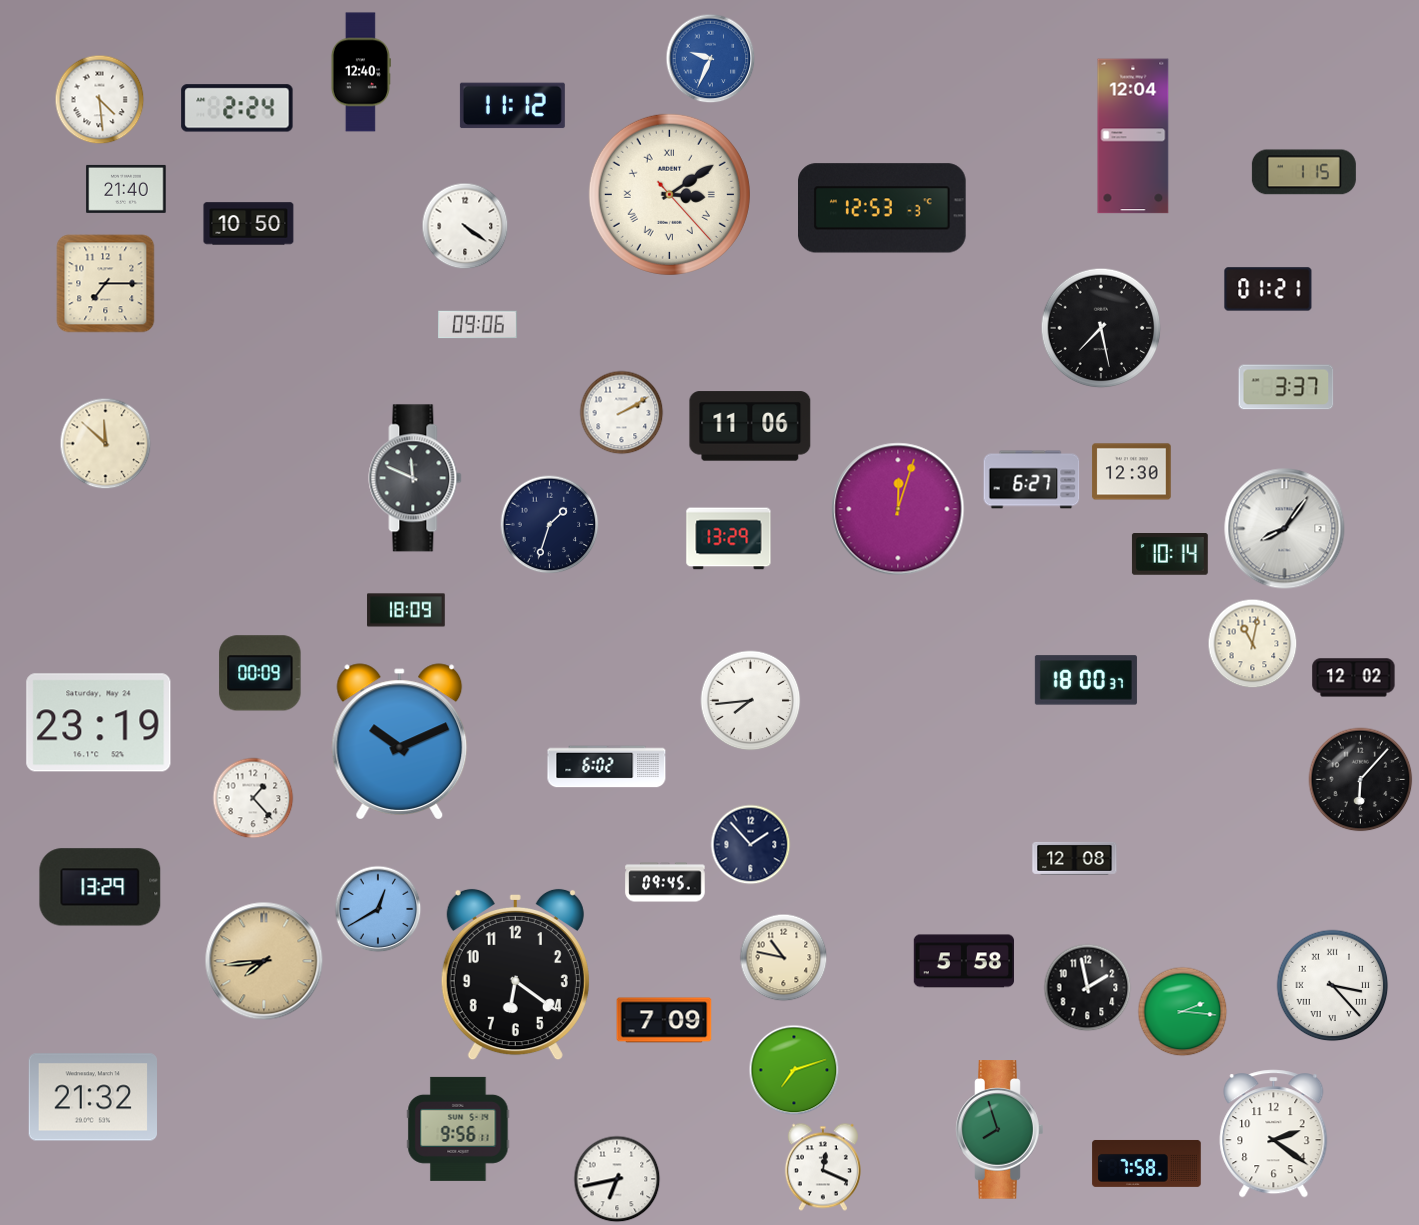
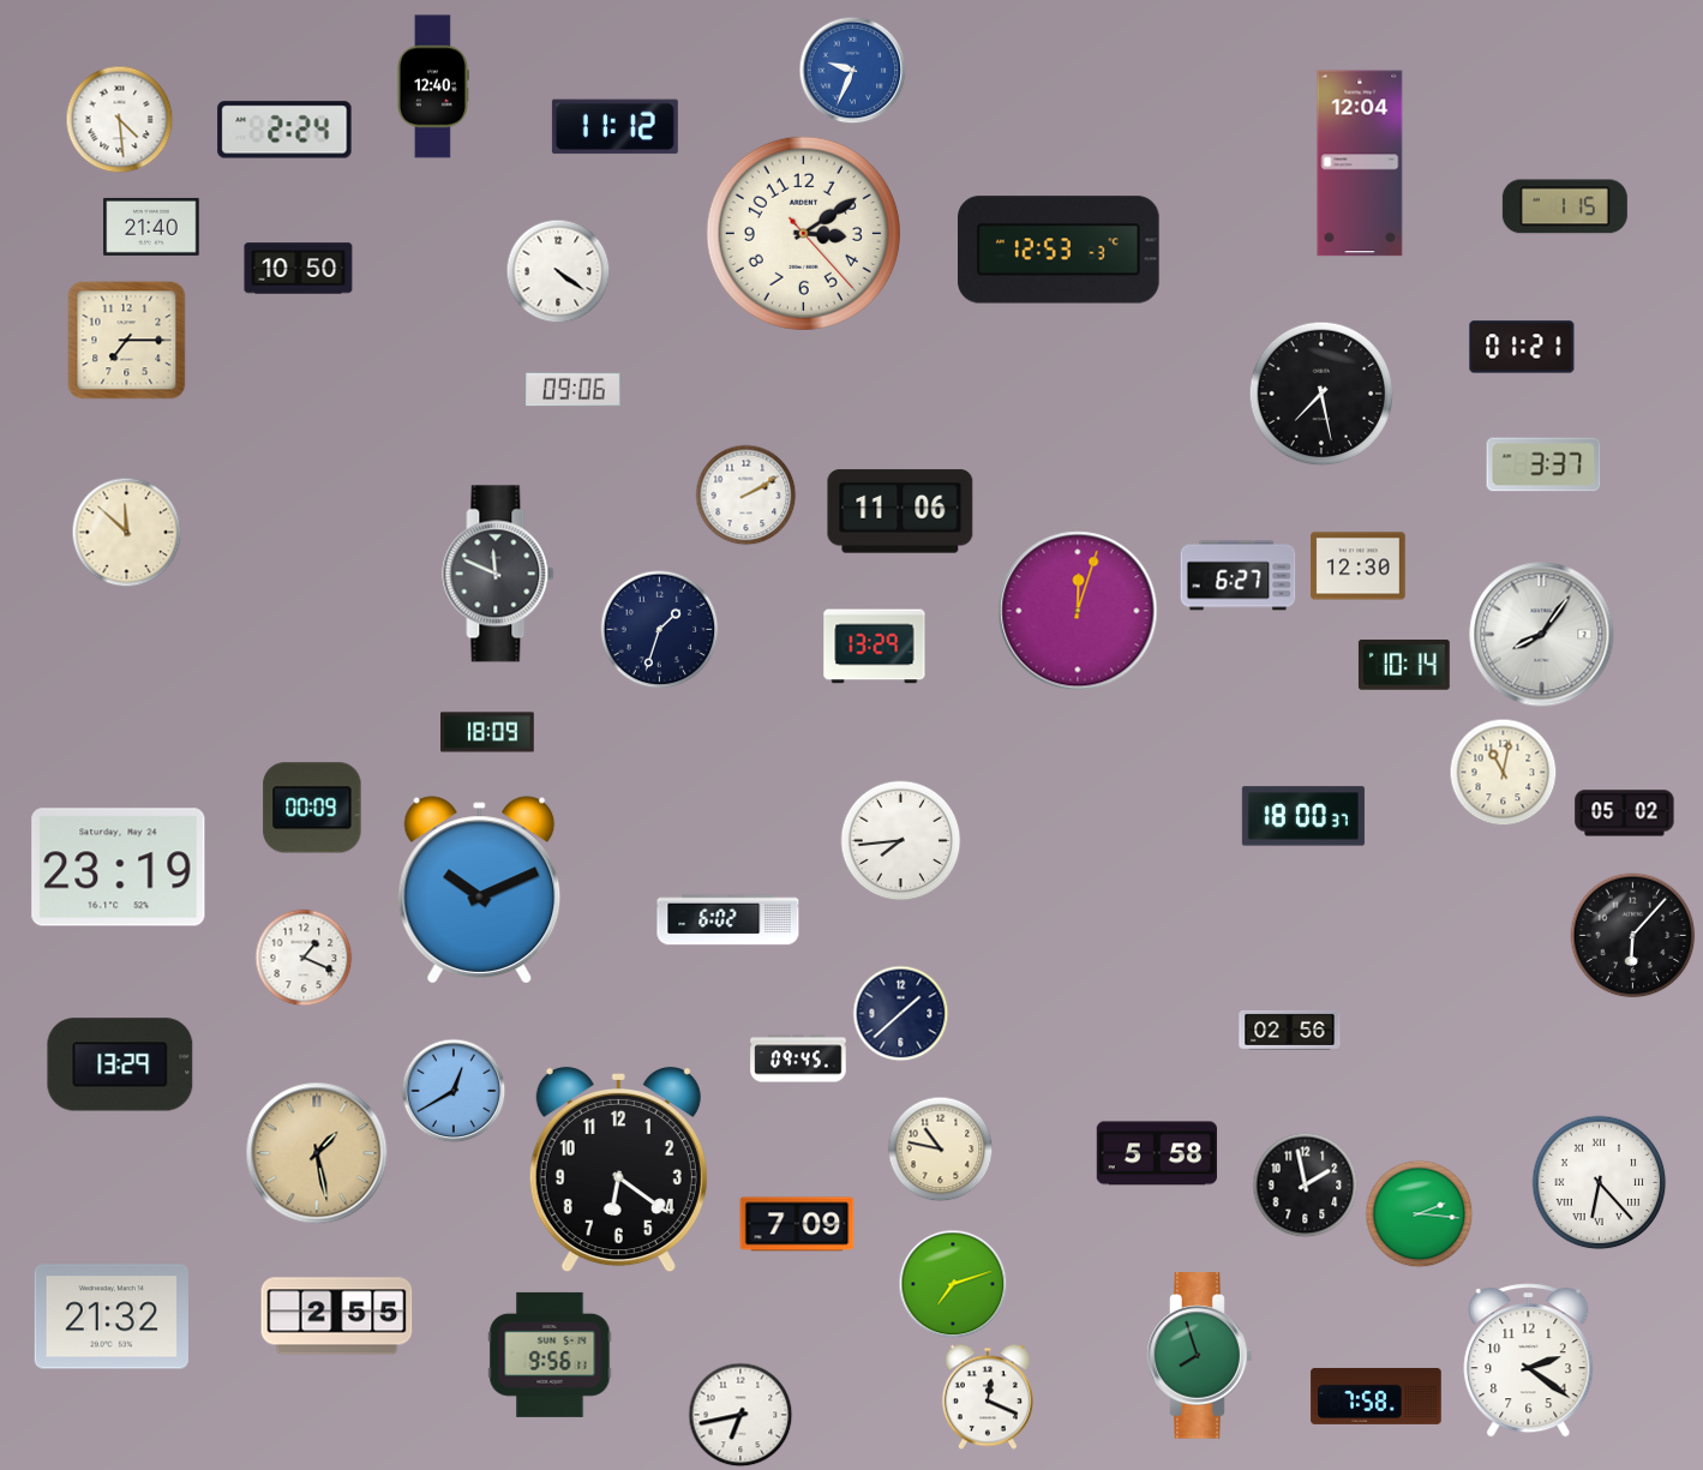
clock at (669, 194) numerals: Roman -> Arabic
clock at (1354, 678): 12:02 -> 05:02
clock at (253, 798): 1:23 -> 1:19
clock at (751, 845): 1:53 -> 1:38
clock at (1075, 858): 12:08 -> 02:56
clock at (264, 961): 7:44 -> 1:28
clock at (1333, 986): 3:23 -> 6:23
clock at (337, 1316): none -> 2:55
clock at (823, 1167) position: (823, 1167) -> (988, 1397)
